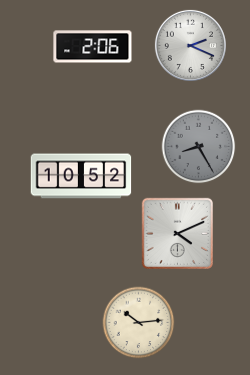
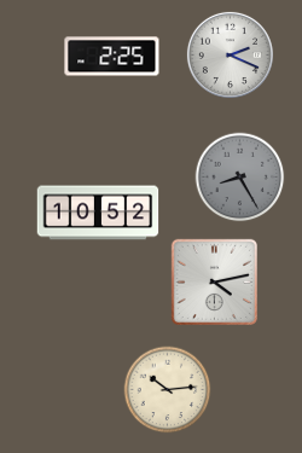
clock at (93, 47): 2:06 -> 2:25
clock at (177, 233): 4:11 -> 4:13
